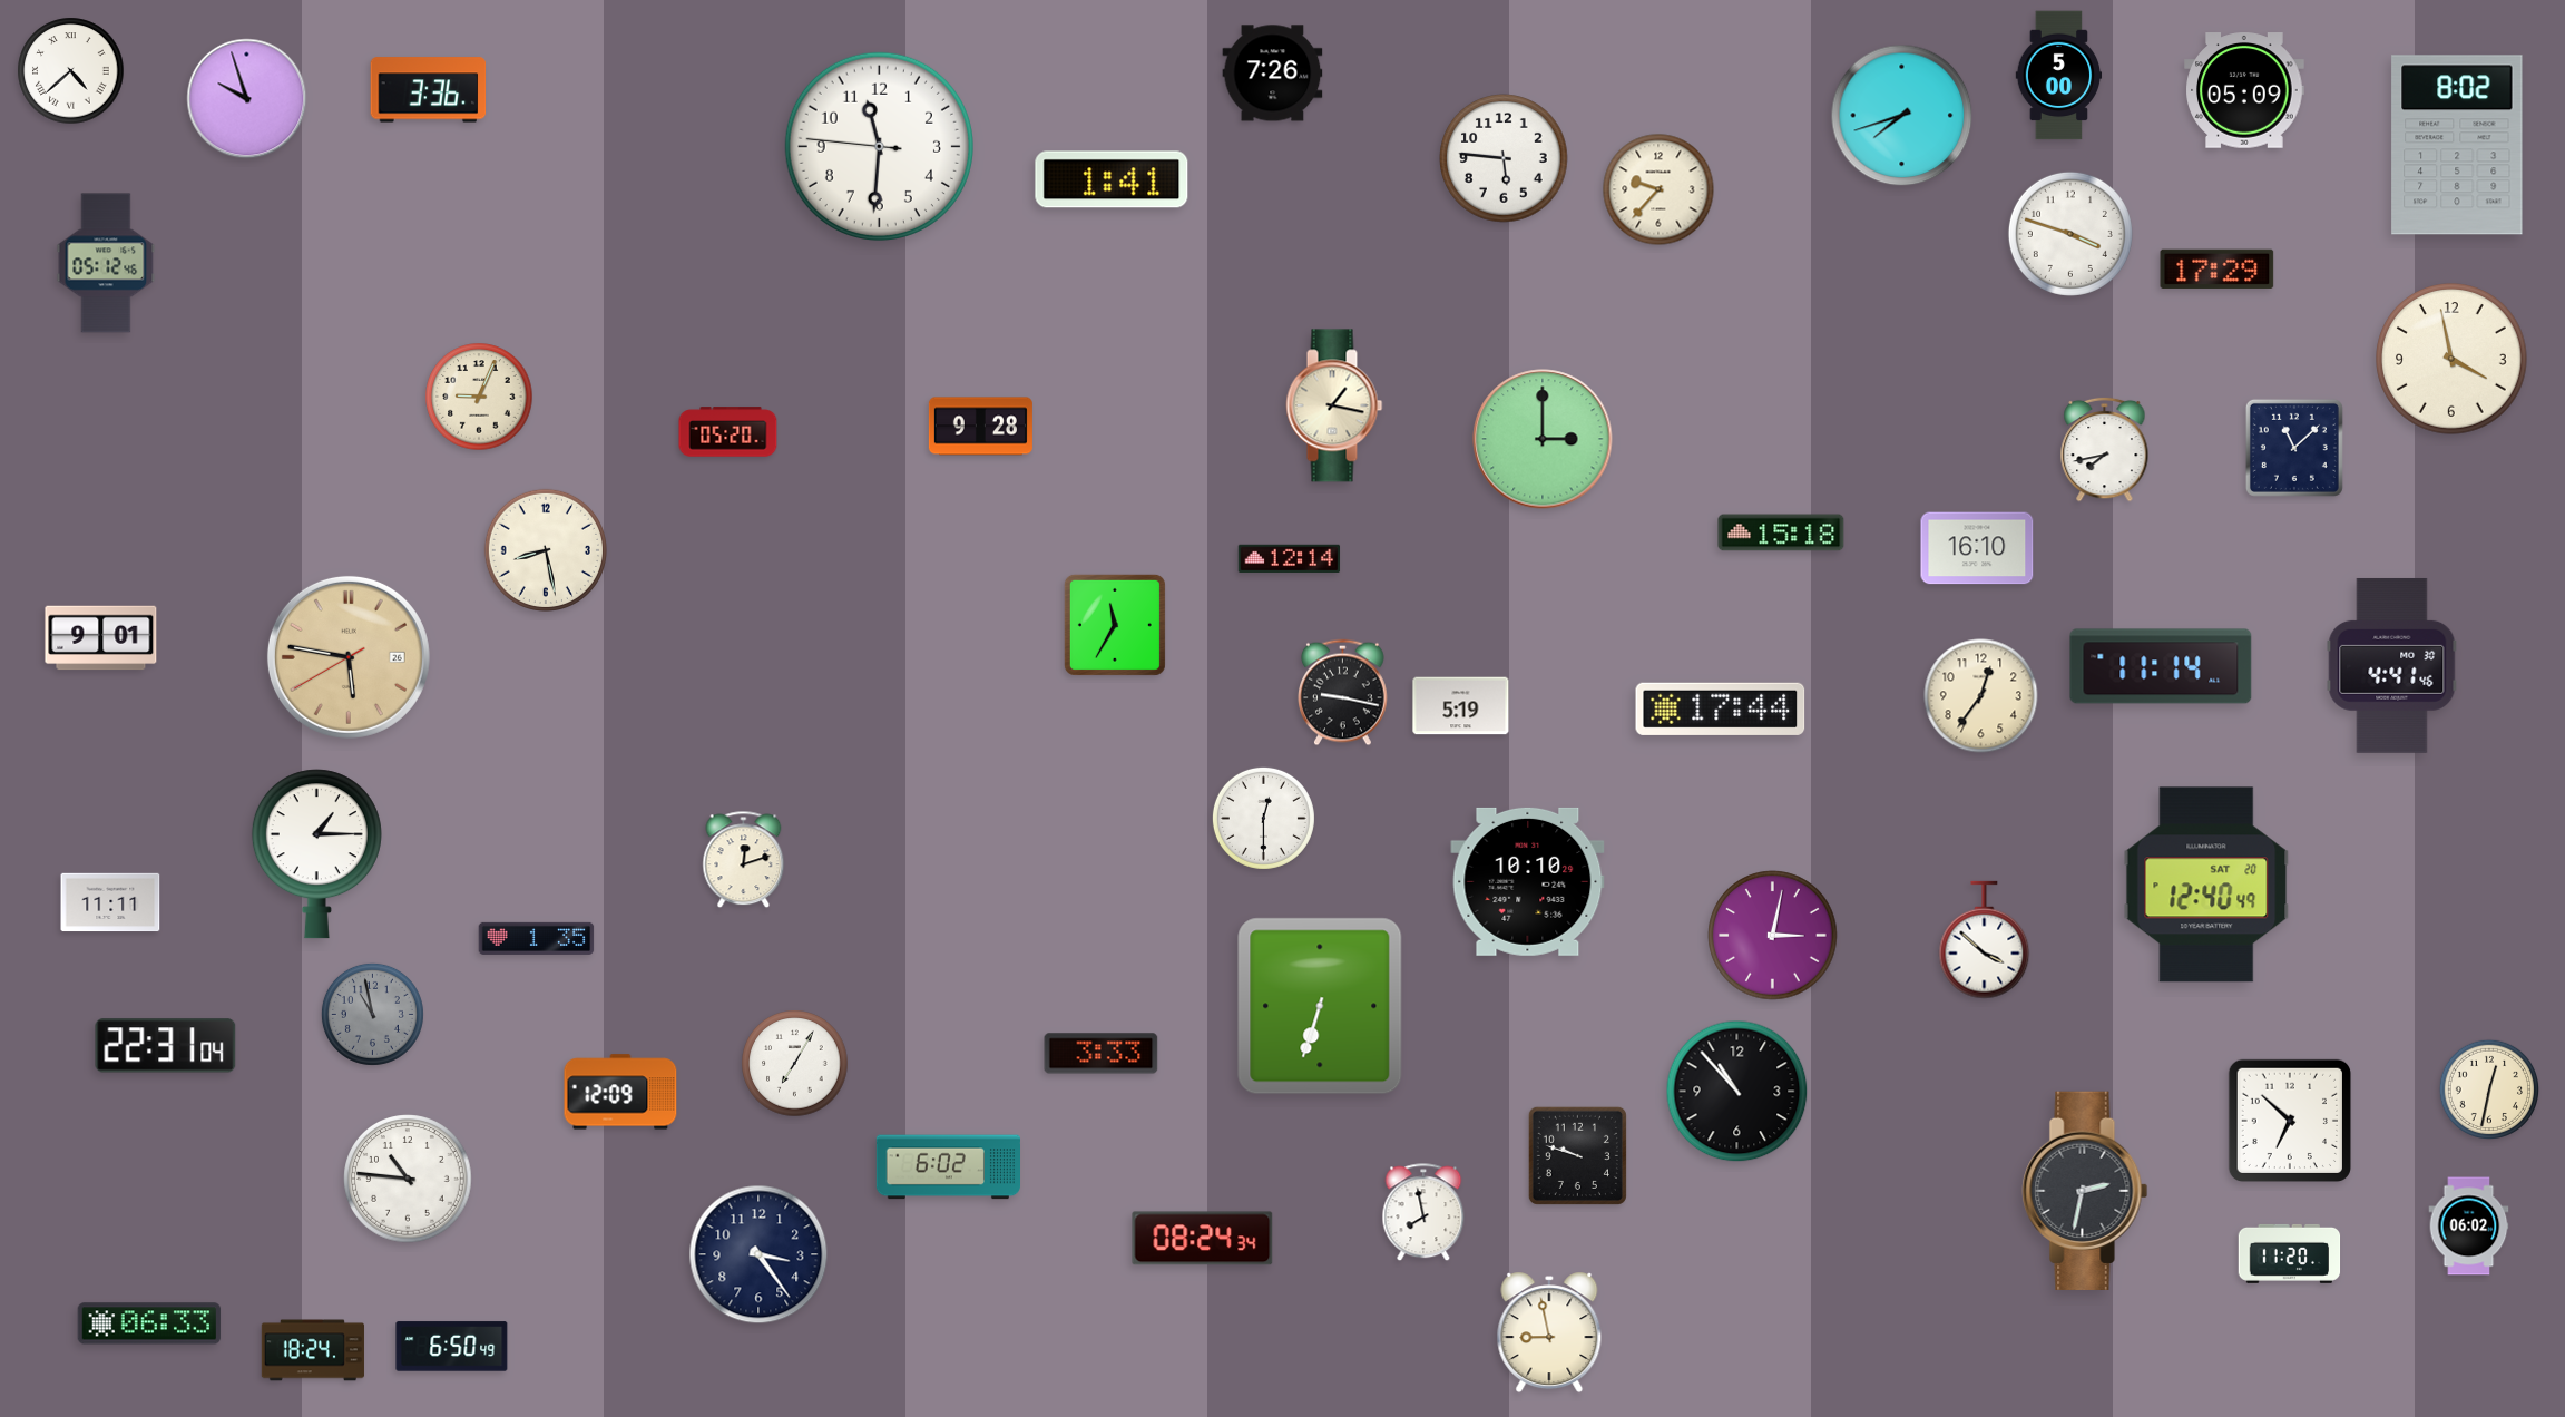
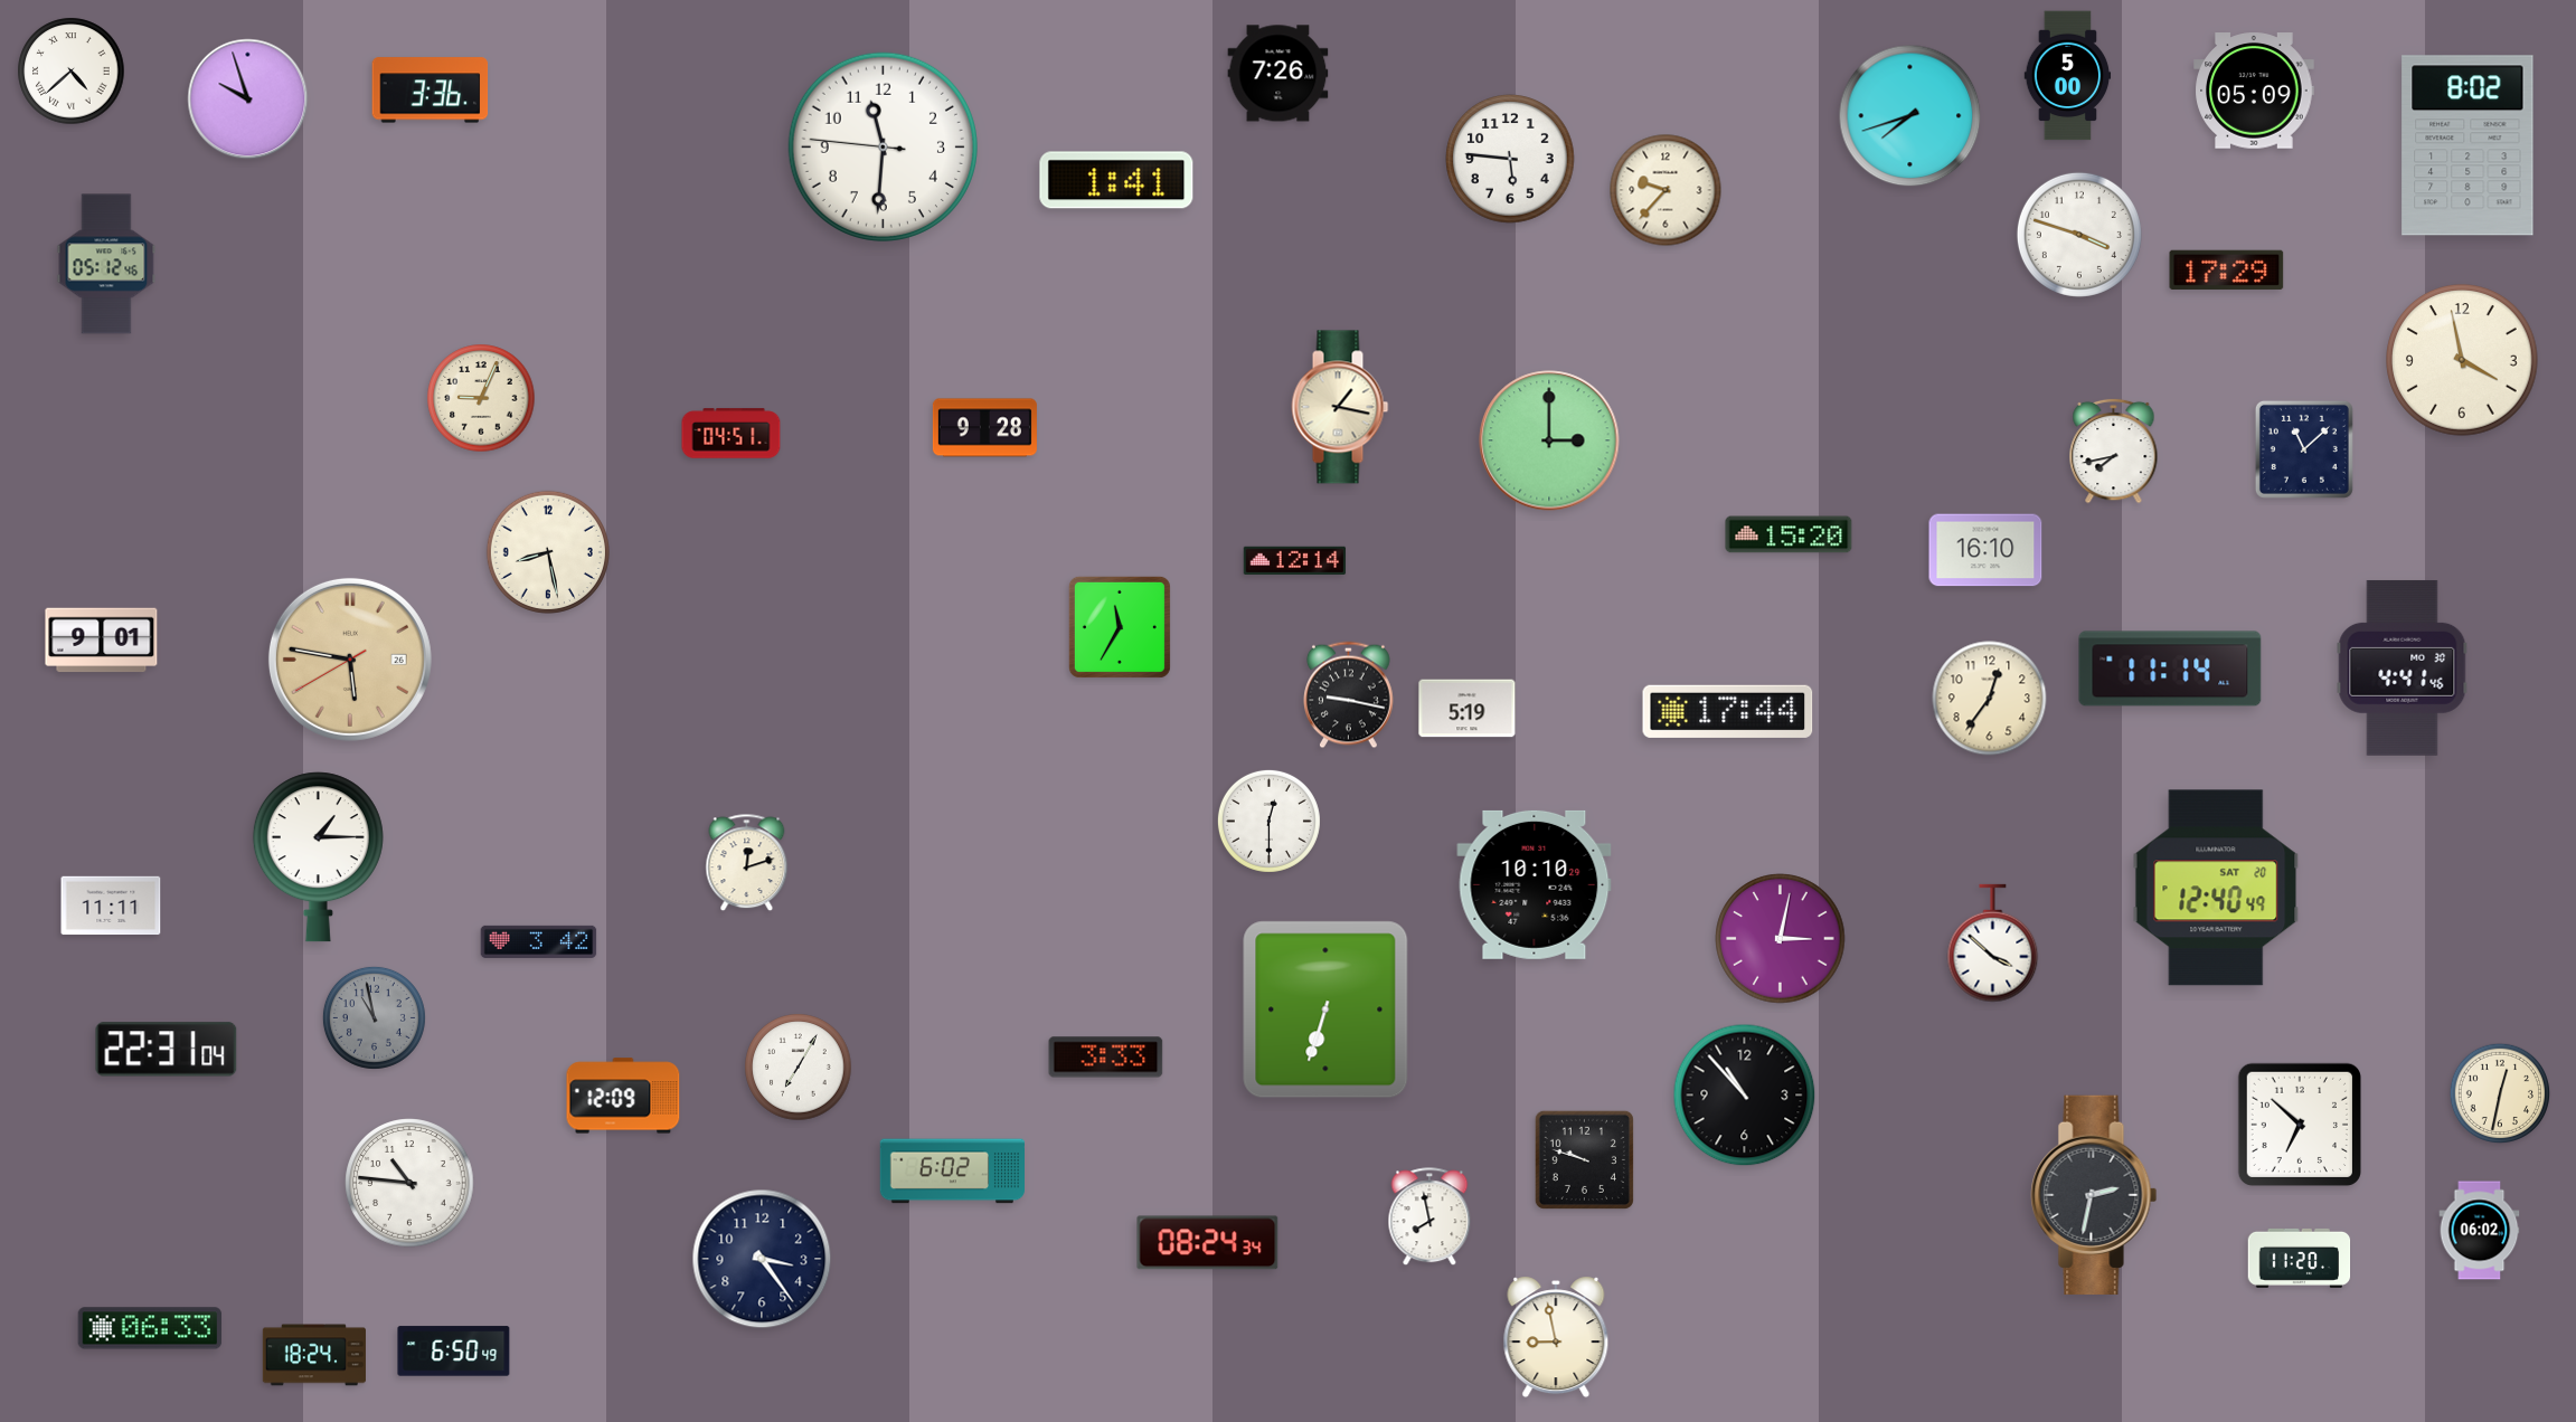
clock at (728, 432): 05:20 -> 04:51
clock at (1781, 532): 15:18 -> 15:20
clock at (537, 938): 1:35 -> 3:42
